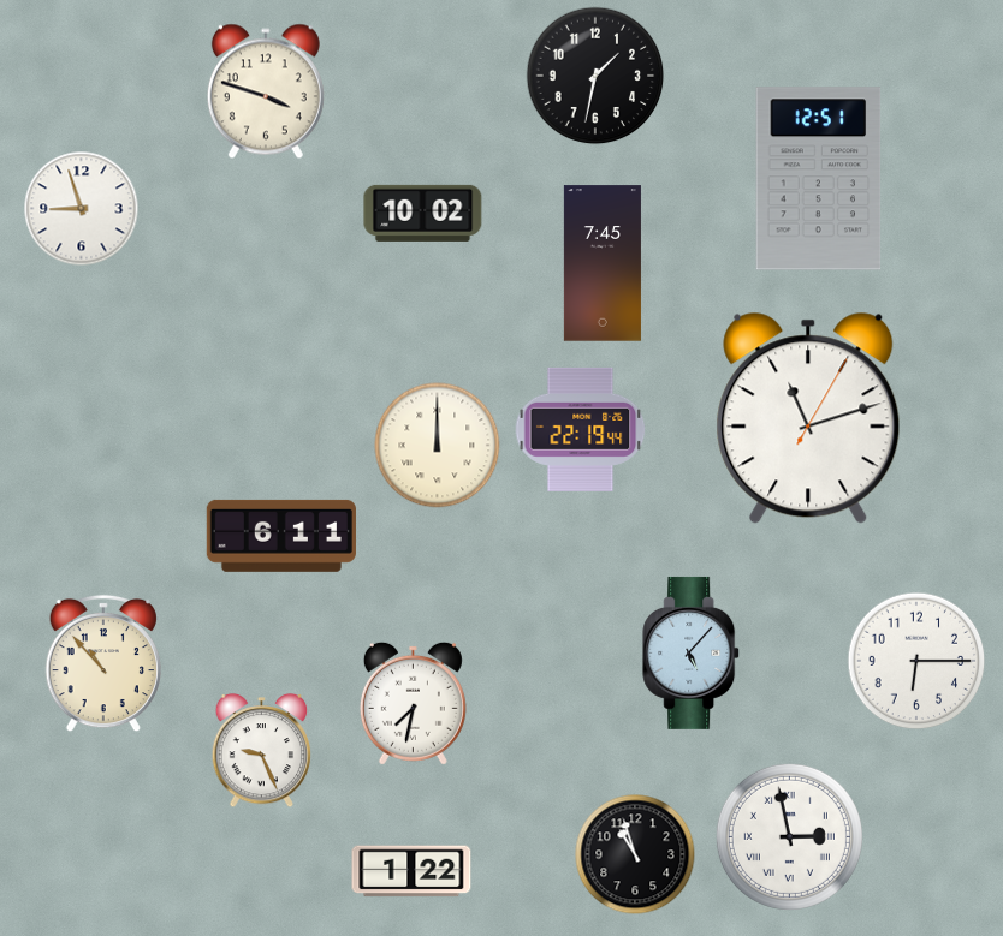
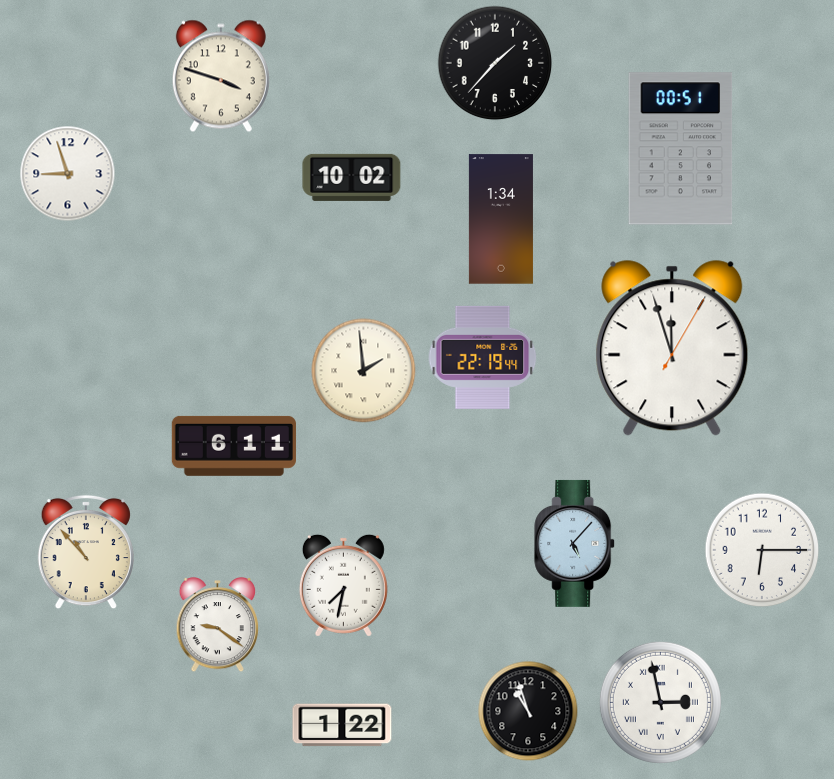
clock at (595, 76): 1:32 -> 1:37
clock at (819, 179): 12:51 -> 00:51
clock at (603, 263): 7:45 -> 1:34
clock at (808, 418): 11:12 -> 11:57
clock at (438, 446): 12:00 -> 1:59
clock at (262, 751): 9:26 -> 9:21
clock at (789, 836) position: (789, 836) -> (660, 702)
